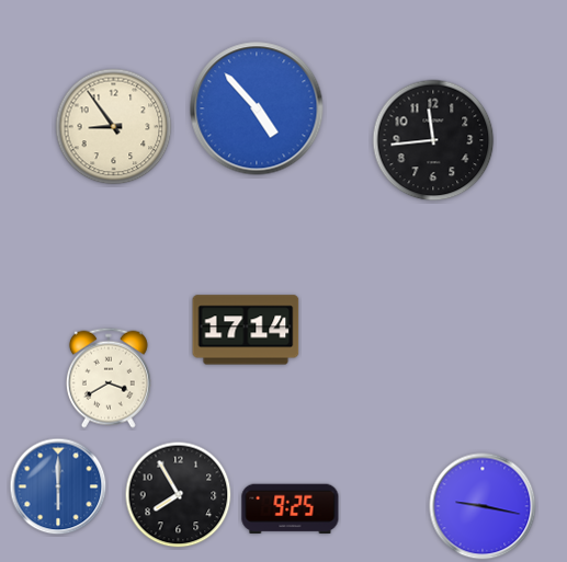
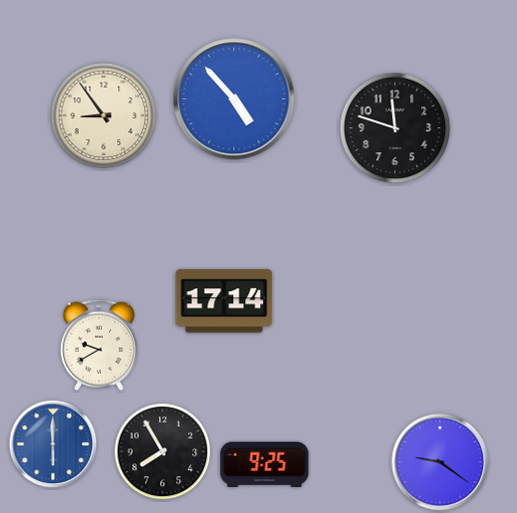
clock at (433, 140): 11:44 -> 11:48
clock at (109, 378): 3:40 -> 9:40
clock at (483, 506): 9:17 -> 9:21
